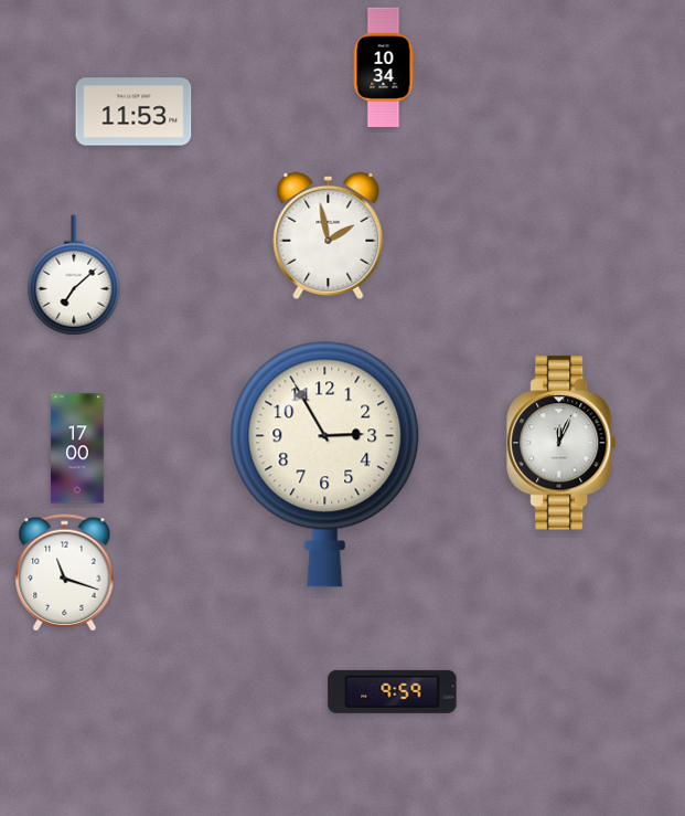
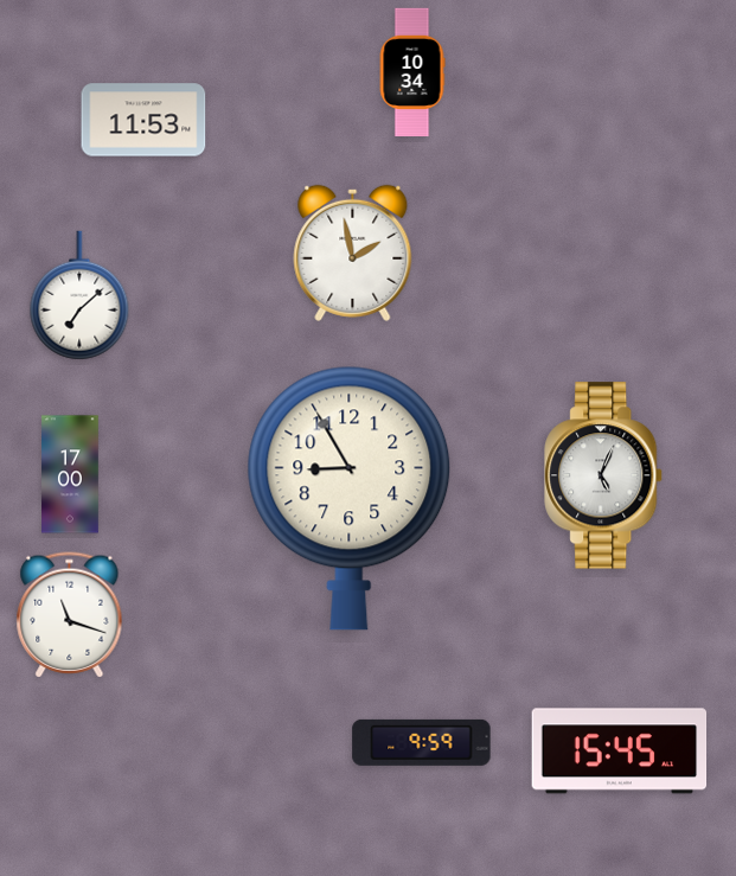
clock at (563, 443): 12:04 -> 5:04
clock at (77, 448) position: (77, 448) -> (70, 474)
clock at (325, 464): 2:55 -> 8:55
clock at (620, 752): none -> 15:45
